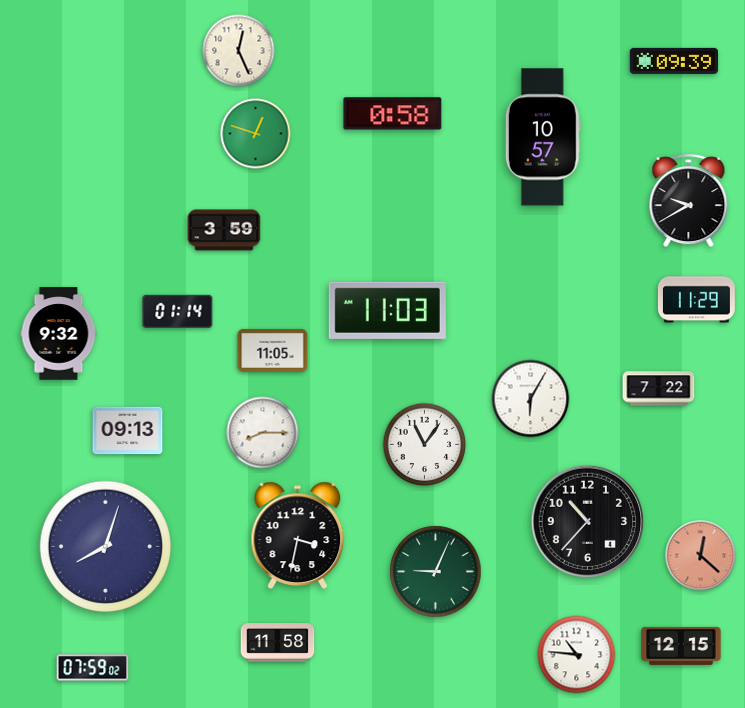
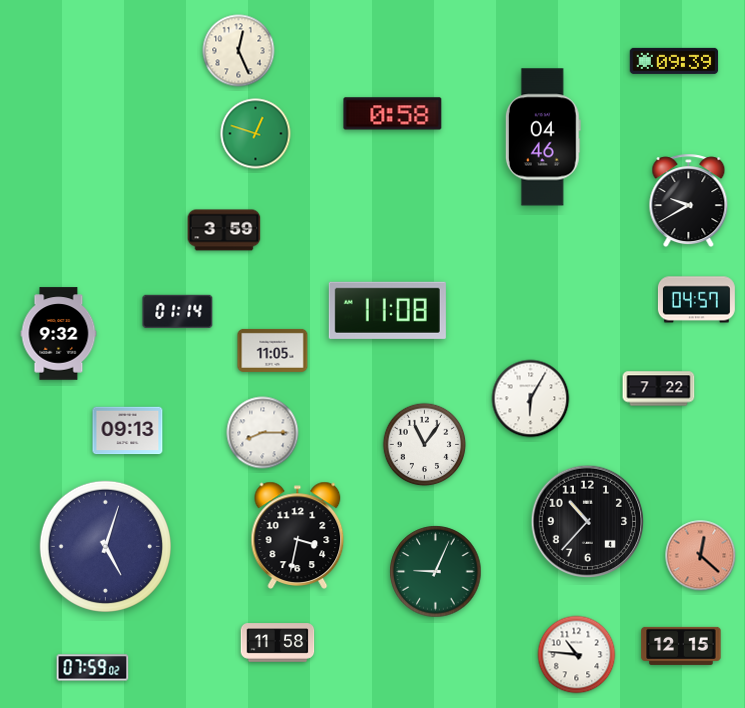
clock at (543, 137): 10:57 -> 04:46
clock at (696, 300): 11:29 -> 04:57
clock at (387, 310): 11:03 -> 11:08
clock at (105, 546): 8:03 -> 5:03
